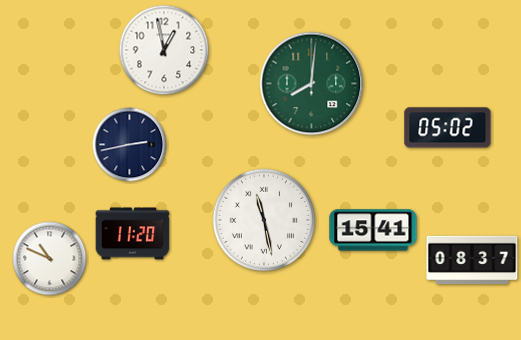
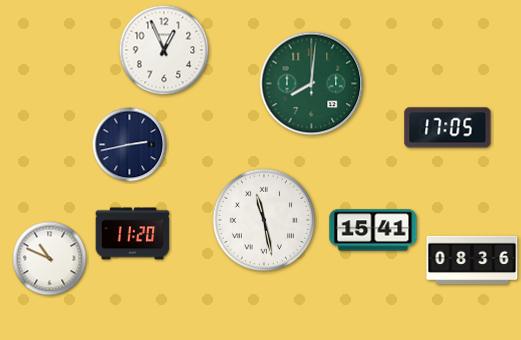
clock at (164, 50): 12:58 -> 12:56
clock at (448, 128): 05:02 -> 17:05
clock at (472, 260): 08:37 -> 08:36
